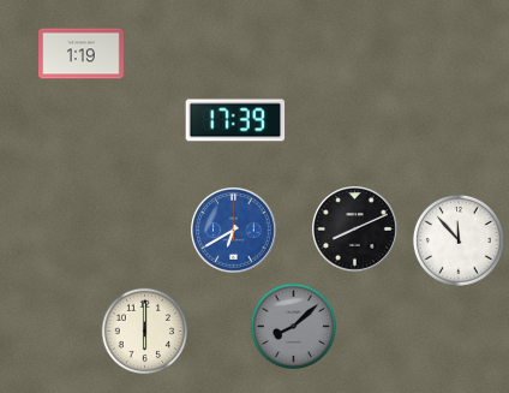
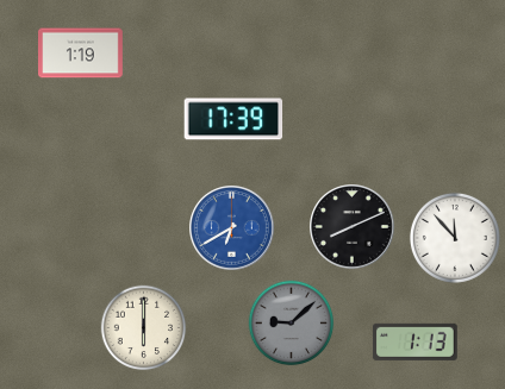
clock at (294, 327): 8:08 -> 9:08
clock at (414, 341): none -> 1:13
